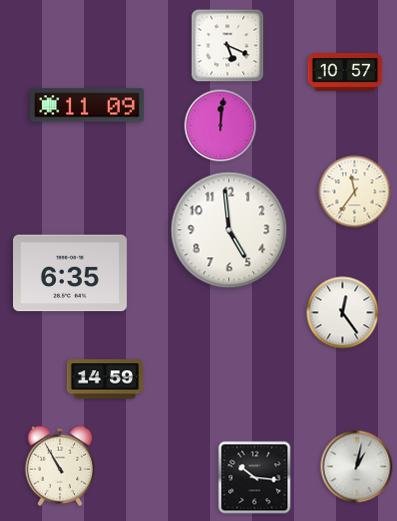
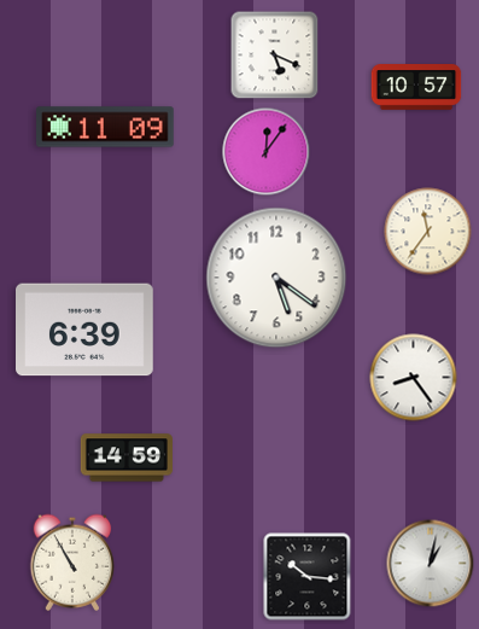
clock at (221, 126): 12:01 -> 12:06
clock at (229, 230): 4:59 -> 5:21
clock at (71, 273): 6:35 -> 6:39
clock at (343, 313): 12:24 -> 8:24
